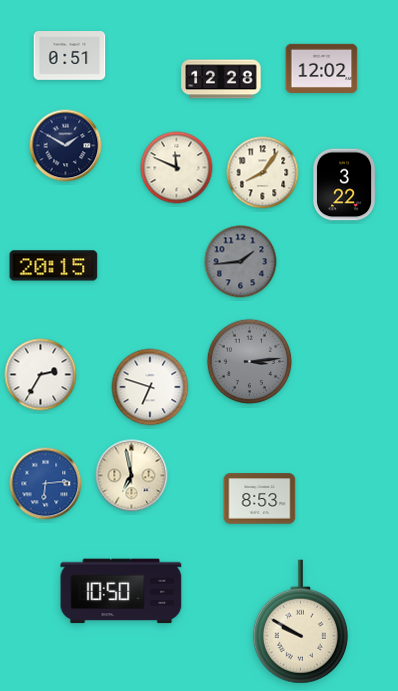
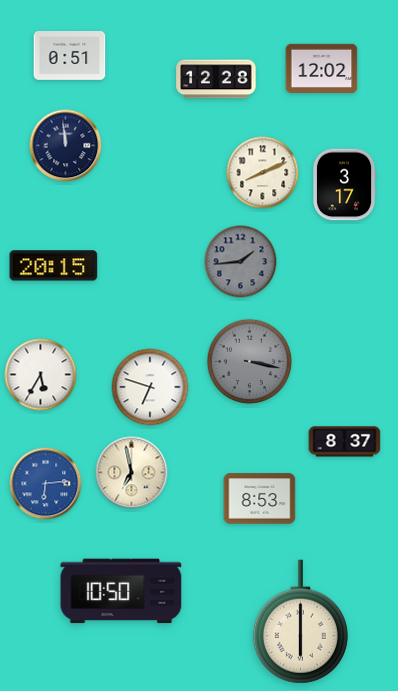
clock at (221, 79) position: (221, 79) -> (216, 79)
clock at (66, 146): 1:50 -> 11:59
clock at (177, 168): 11:49 -> none
clock at (263, 173): 8:06 -> 8:11
clock at (344, 185): 3:22 -> 3:17
clock at (250, 362): 3:14 -> 3:17
clock at (41, 375): 2:35 -> 5:35
clock at (345, 442): none -> 8:37
clock at (132, 476) position: (132, 476) -> (132, 473)
clock at (300, 622): 9:50 -> 6:00
